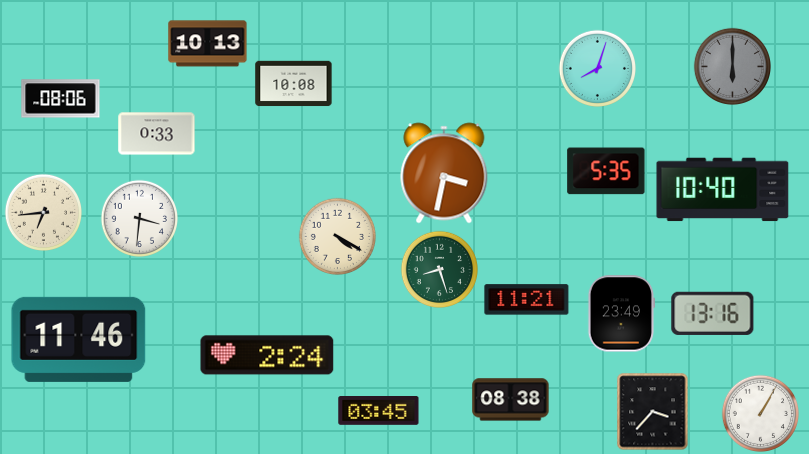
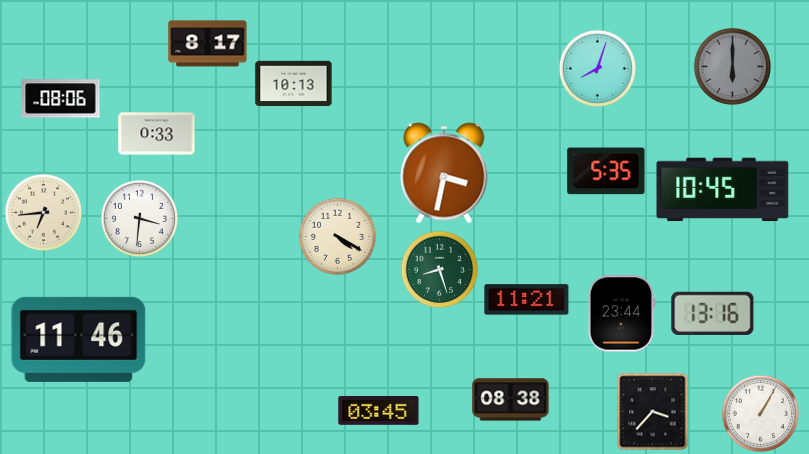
clock at (208, 44): 10:13 -> 8:17
clock at (294, 84): 10:08 -> 10:13
clock at (723, 190): 10:40 -> 10:45
clock at (620, 314): 23:49 -> 23:44
clock at (267, 355): 2:24 -> none
